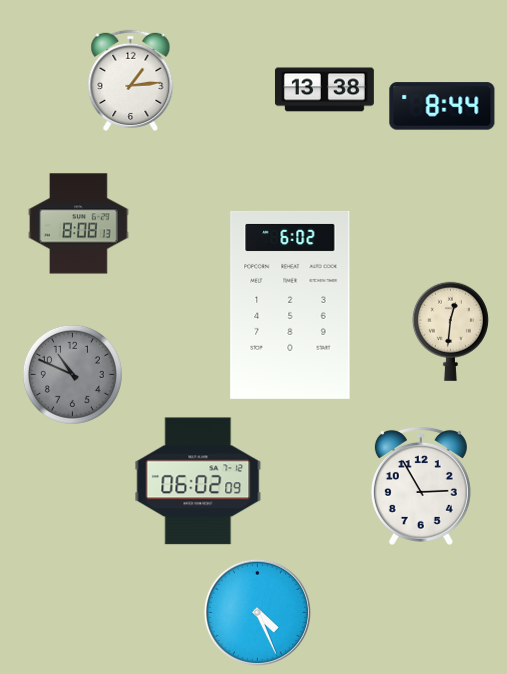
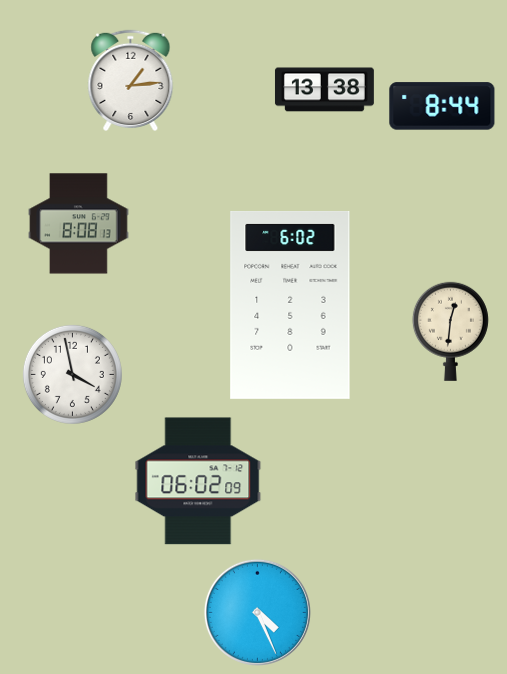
clock at (72, 374): 10:49 -> 3:58
clock at (72, 374) dial: grey -> white
clock at (421, 486): 2:55 -> none
